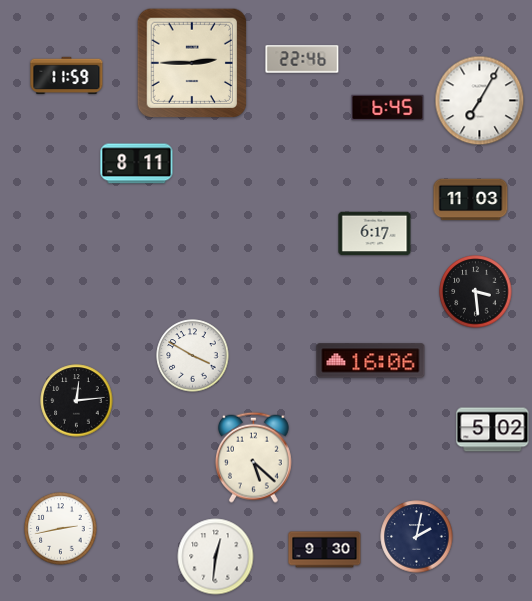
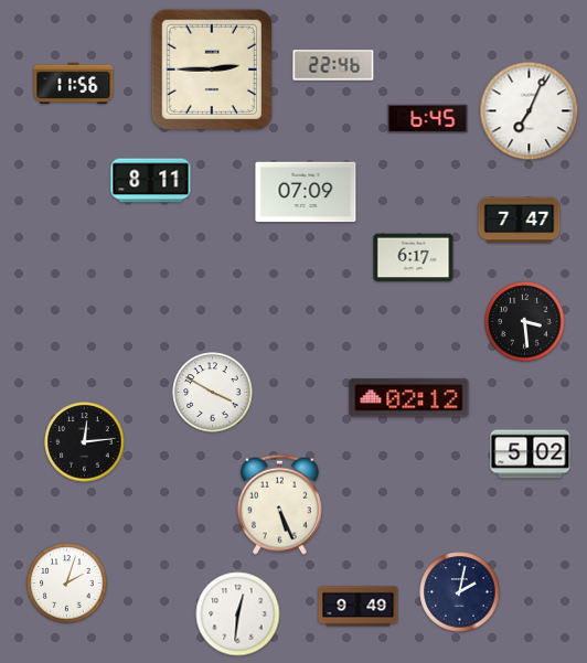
clock at (67, 76): 11:59 -> 11:56
clock at (480, 101): 7:05 -> 7:04
clock at (306, 192): none -> 07:09
clock at (471, 200): 11:03 -> 7:47
clock at (371, 361): 16:06 -> 02:12
clock at (493, 430) position: (493, 430) -> (531, 455)
clock at (253, 457): 5:22 -> 5:26
clock at (61, 529): 2:43 -> 2:03
clock at (325, 550): 9:30 -> 9:49
